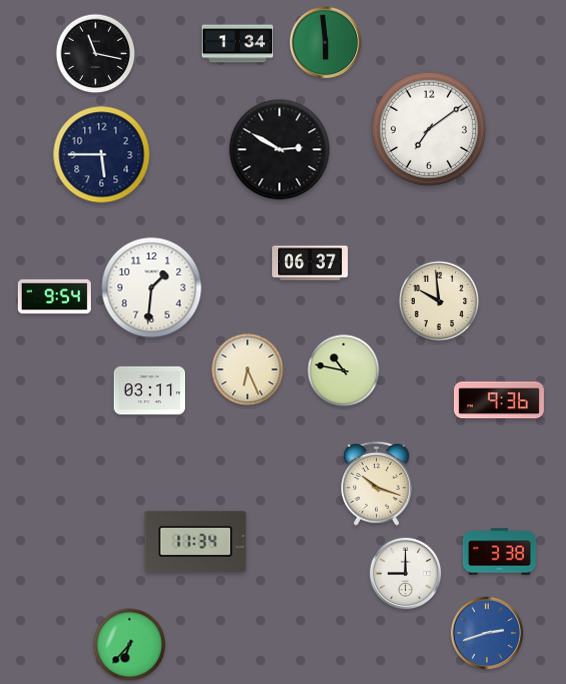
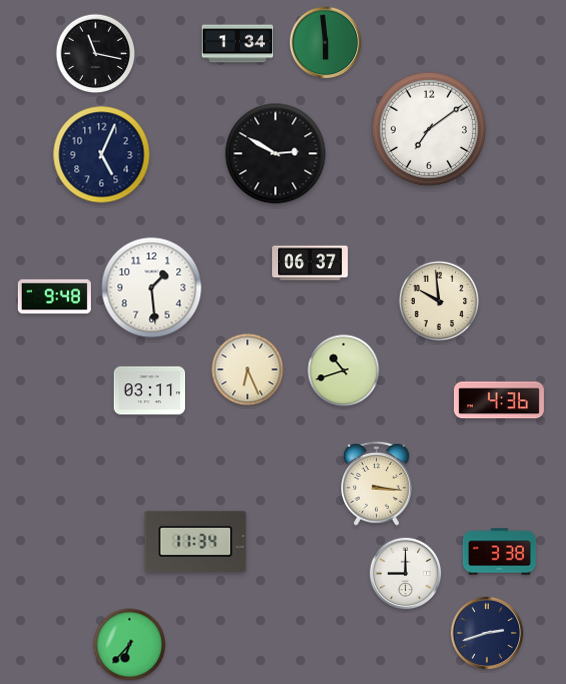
clock at (280, 150) position: (280, 150) -> (276, 154)
clock at (102, 155): 5:45 -> 5:04
clock at (152, 288): 1:31 -> 1:29
clock at (54, 297): 9:54 -> 9:48
clock at (344, 371): 10:47 -> 10:42
clock at (499, 400): 9:36 -> 4:36
clock at (377, 483): 10:18 -> 3:16
clock at (487, 633) dial: blue -> navy
